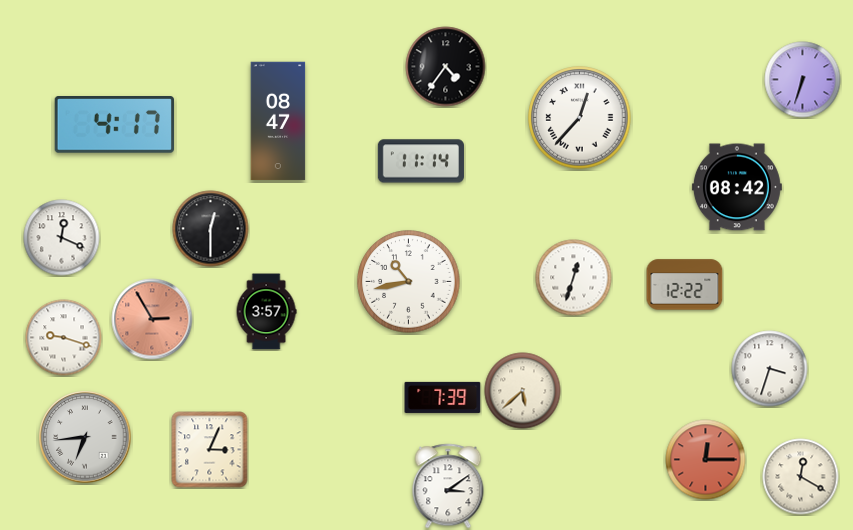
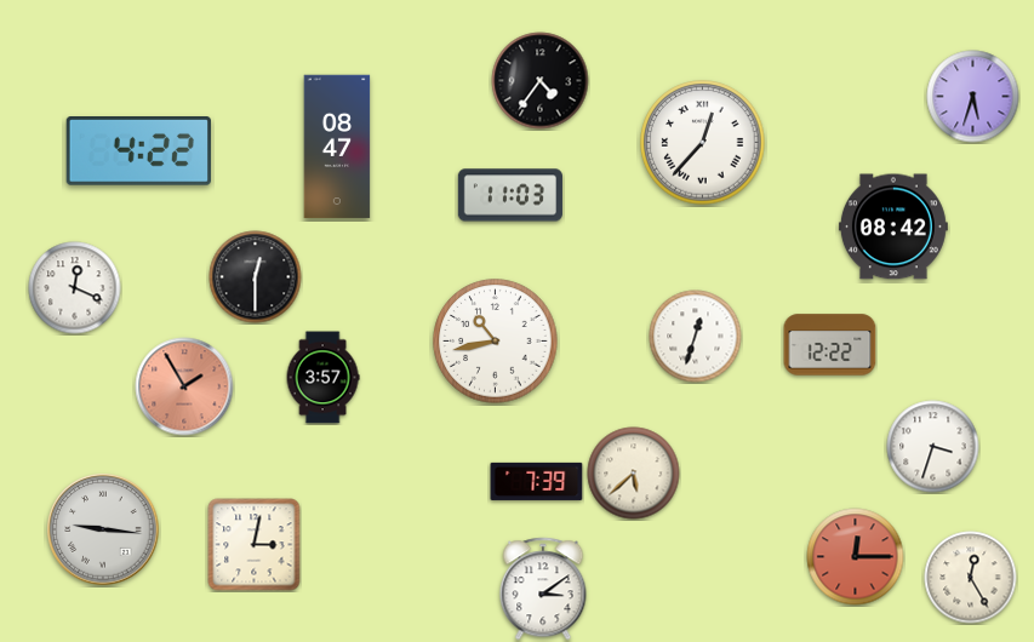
clock at (803, 80): 6:33 -> 5:33
clock at (114, 125): 4:17 -> 4:22
clock at (421, 161): 11:14 -> 11:03
clock at (152, 319): 2:55 -> 1:55
clock at (64, 338): 9:18 -> none
clock at (85, 437): 6:44 -> 9:16
clock at (210, 450): 3:04 -> 3:02
clock at (801, 477): 12:20 -> 12:25
